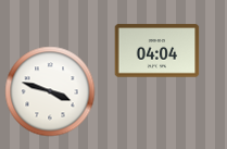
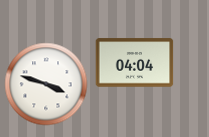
clock at (156, 51) position: (156, 51) -> (134, 63)
